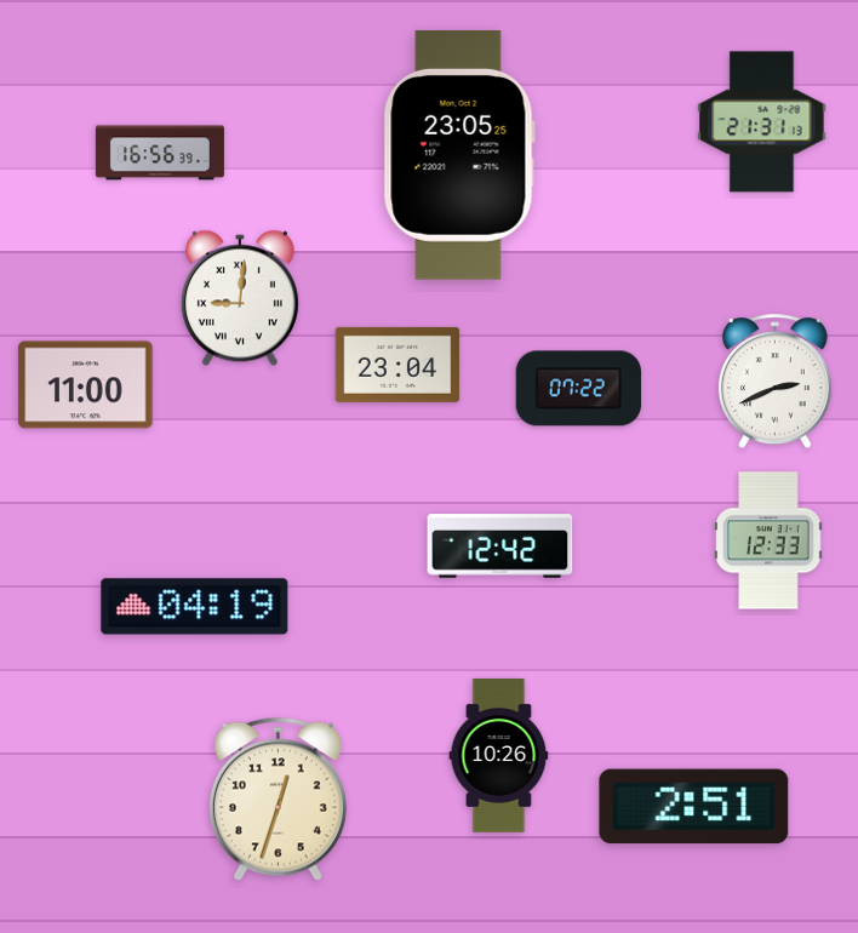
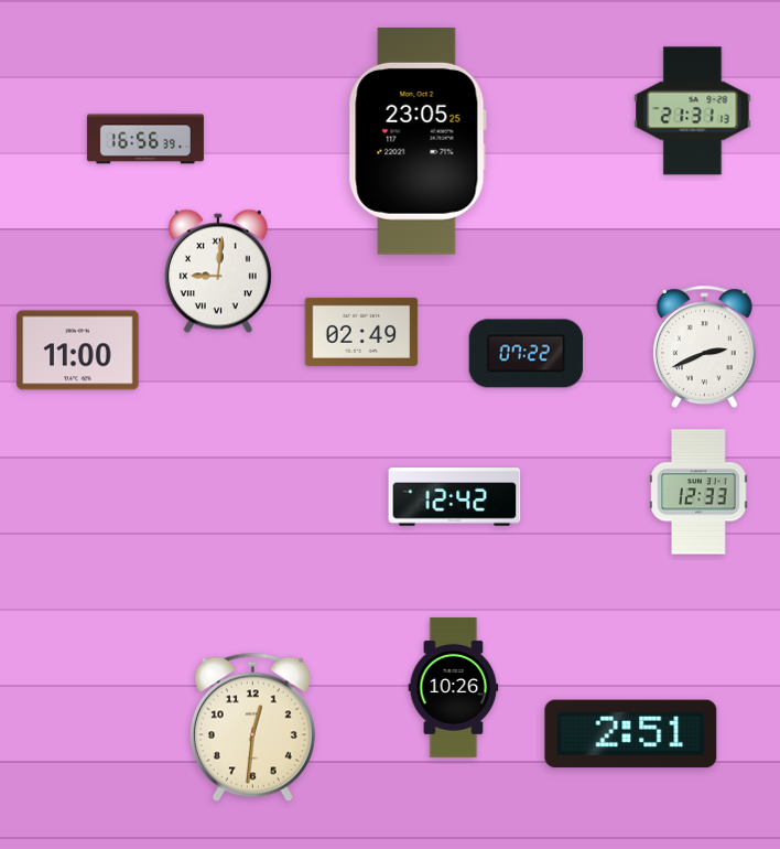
clock at (397, 365): 23:04 -> 02:49
clock at (195, 607): 04:19 -> none
clock at (278, 799): 12:33 -> 12:31
